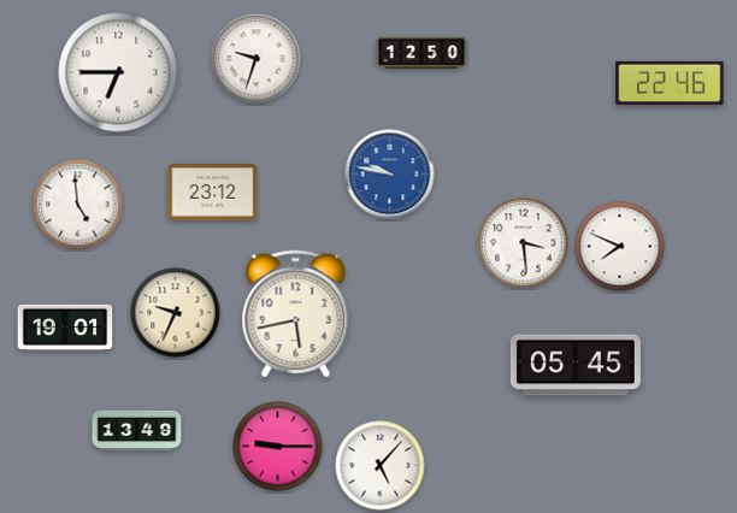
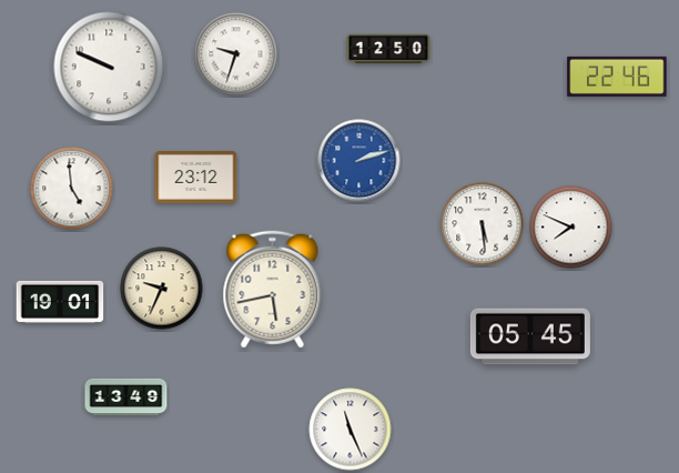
clock at (118, 72): 6:45 -> 9:49
clock at (390, 175): 9:47 -> 2:12
clock at (524, 243): 3:29 -> 5:29
clock at (278, 447): 9:15 -> none
clock at (381, 466): 5:07 -> 11:26
